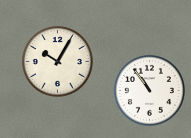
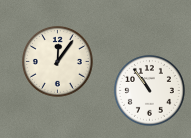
clock at (57, 61): 10:05 -> 12:06
